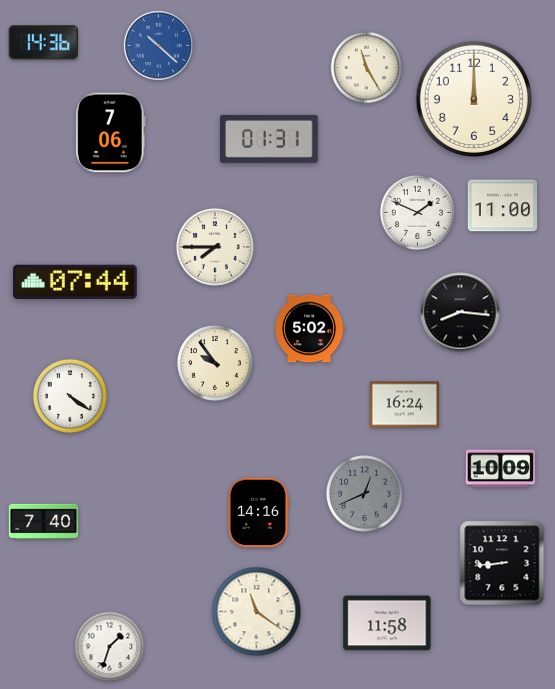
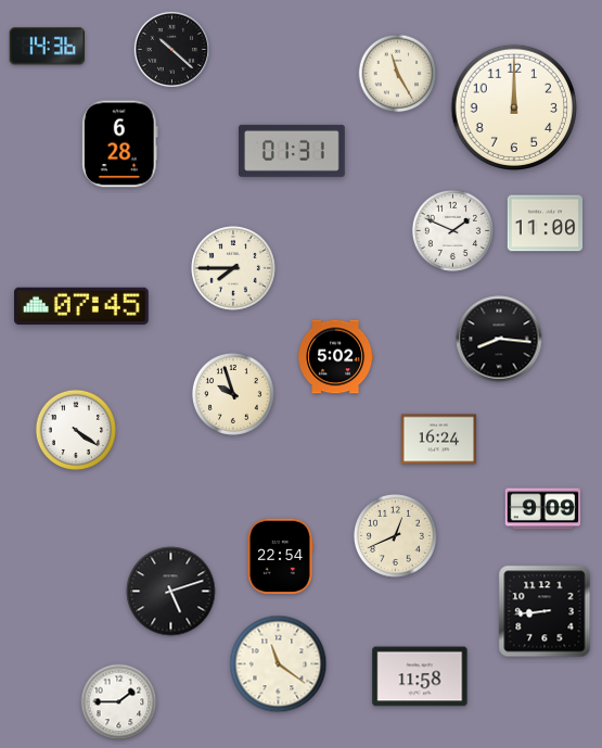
clock at (158, 45) dial: blue -> black
clock at (110, 133): 7:06 -> 6:28
clock at (75, 282): 07:44 -> 07:45
clock at (215, 363): 9:54 -> 9:57
clock at (501, 469): 10:09 -> 9:09
clock at (364, 493) dial: grey -> cream
clock at (258, 513): 14:16 -> 22:54
clock at (44, 522): 7:40 -> none
clock at (171, 592): none -> 5:12
clock at (110, 647): 1:33 -> 1:45
